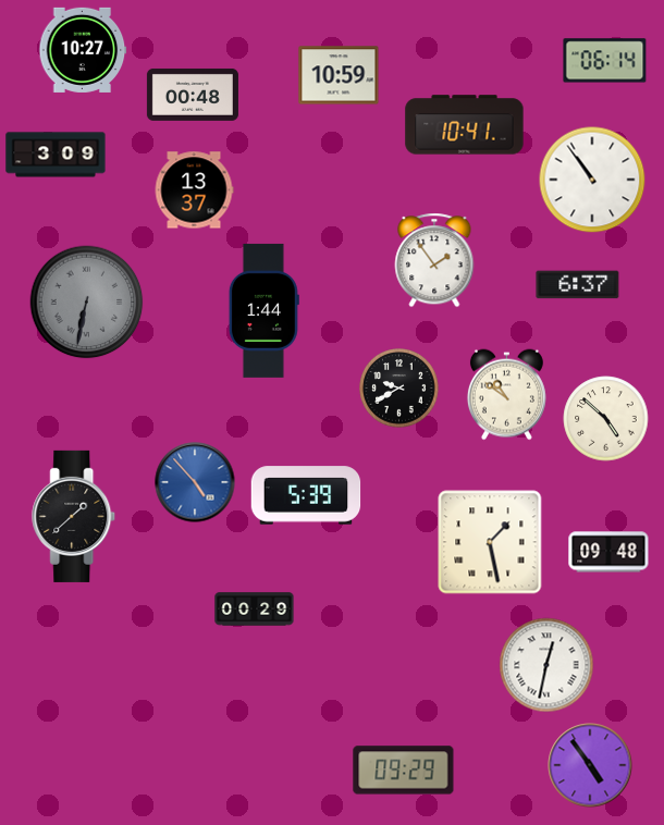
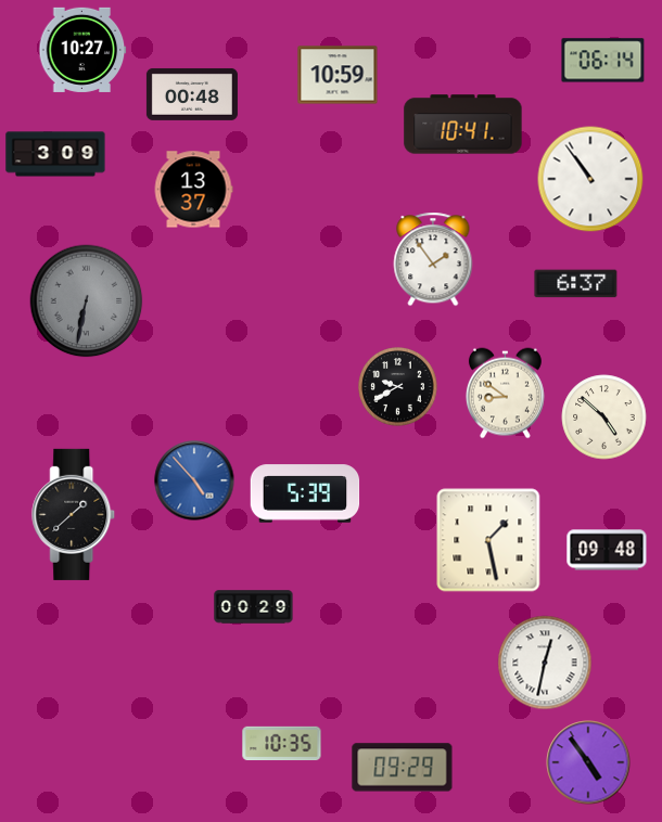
clock at (263, 310): 1:44 -> none
clock at (506, 395): 10:51 -> 8:51
clock at (282, 744): none -> 10:35
